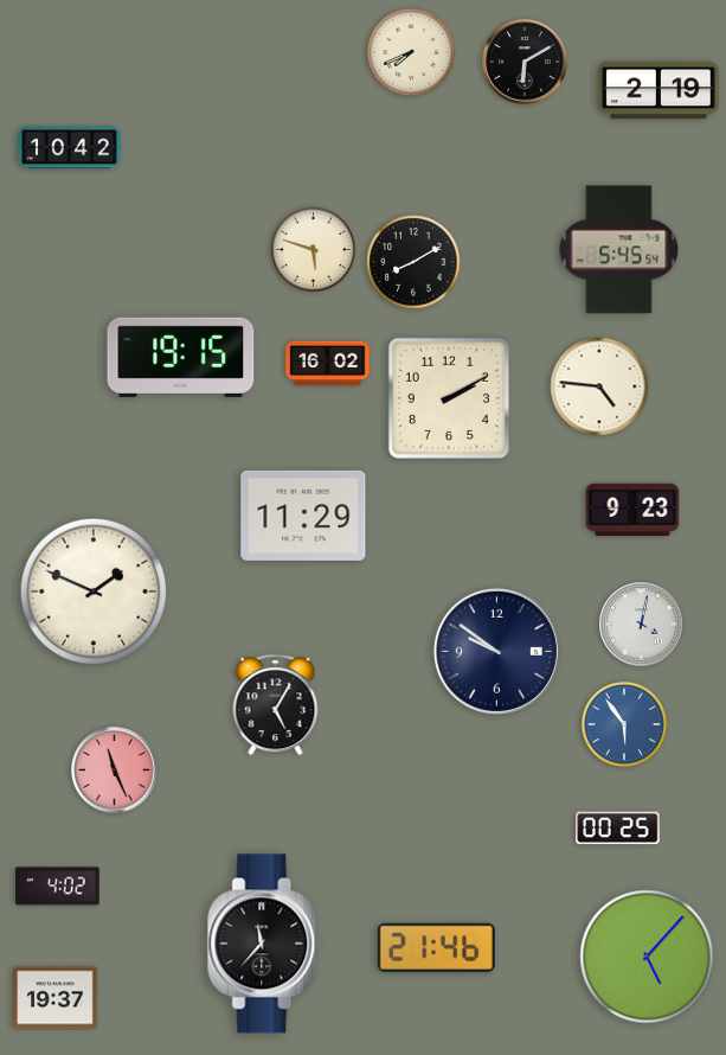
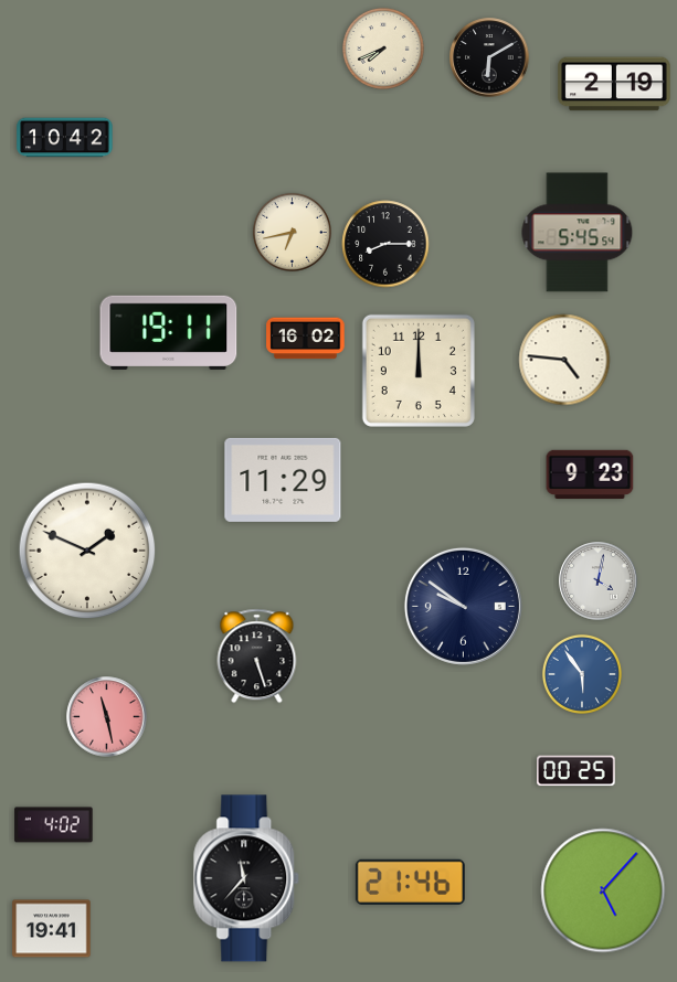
clock at (313, 249): 5:48 -> 6:43
clock at (413, 262): 8:10 -> 8:15
clock at (181, 357): 19:15 -> 19:11
clock at (599, 386) position: (599, 386) -> (564, 360)
clock at (449, 398): 2:10 -> 12:00
clock at (276, 705): 5:05 -> 5:27
clock at (115, 771): 11:26 -> 11:28
clock at (436, 947) position: (436, 947) -> (410, 882)
clock at (56, 998): 19:37 -> 19:41
